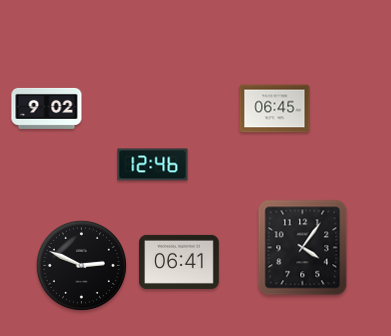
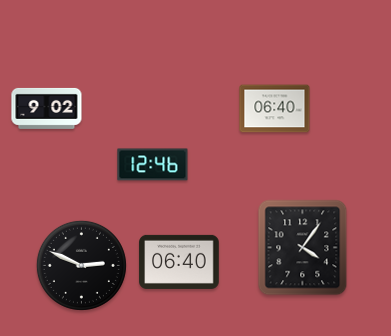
clock at (275, 109): 06:45 -> 06:40
clock at (179, 262): 06:41 -> 06:40
